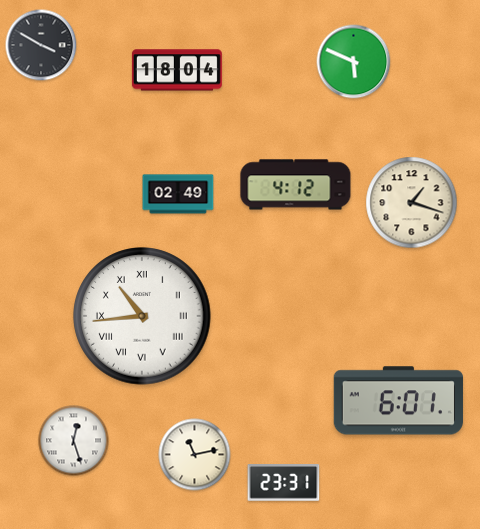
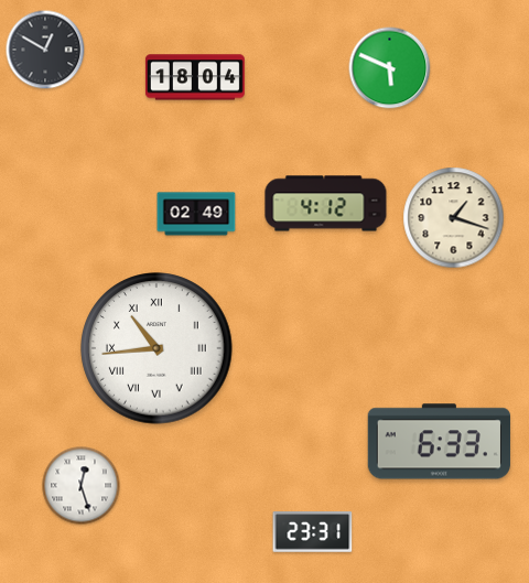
clock at (41, 45): 3:50 -> 12:50
clock at (412, 203) position: (412, 203) -> (454, 218)
clock at (398, 401): 6:01 -> 6:33
clock at (195, 455): 11:13 -> none
